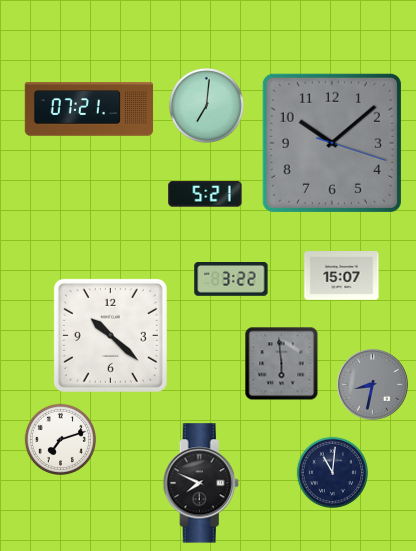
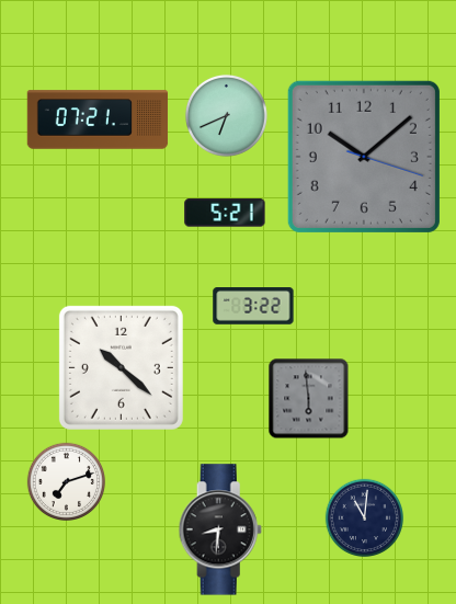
clock at (206, 105): 7:01 -> 6:41
clock at (342, 276): 15:07 -> none
clock at (373, 385): 8:32 -> none
clock at (201, 483): 7:49 -> 8:31
